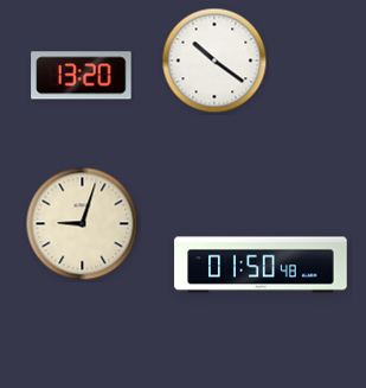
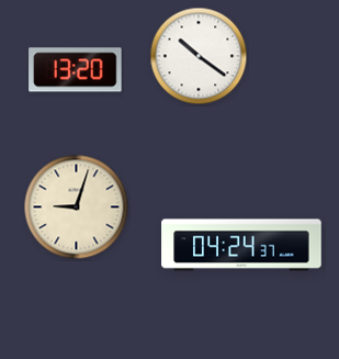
clock at (261, 265): 01:50 -> 04:24
